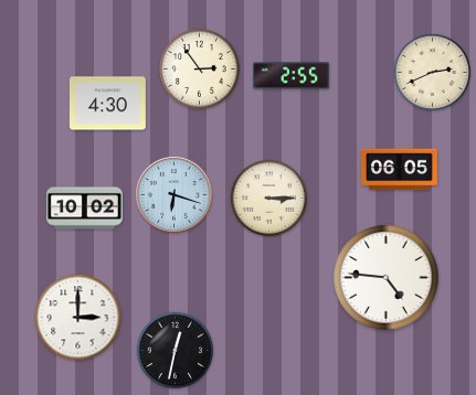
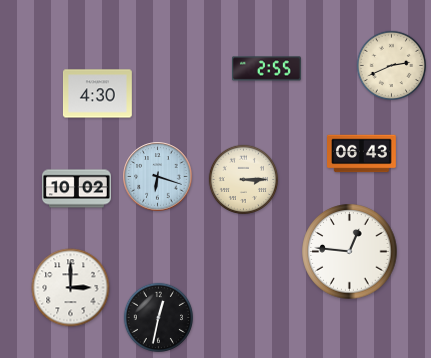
clock at (200, 70): 2:54 -> none
clock at (292, 76) position: (292, 76) -> (267, 69)
clock at (400, 170): 06:05 -> 06:43
clock at (387, 278): 4:46 -> 12:46
